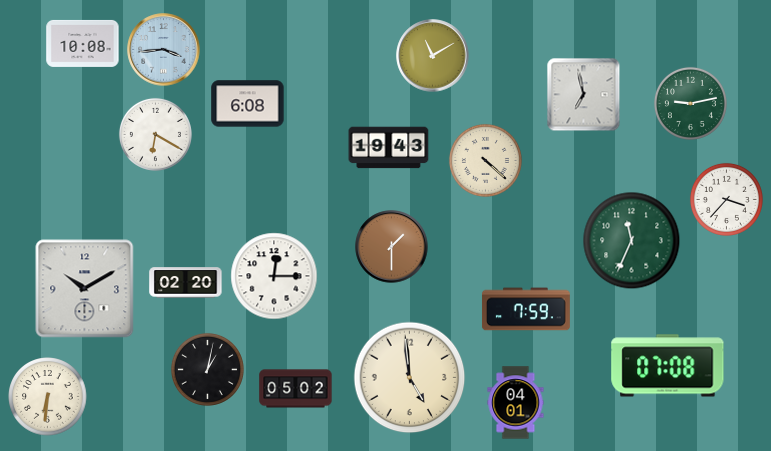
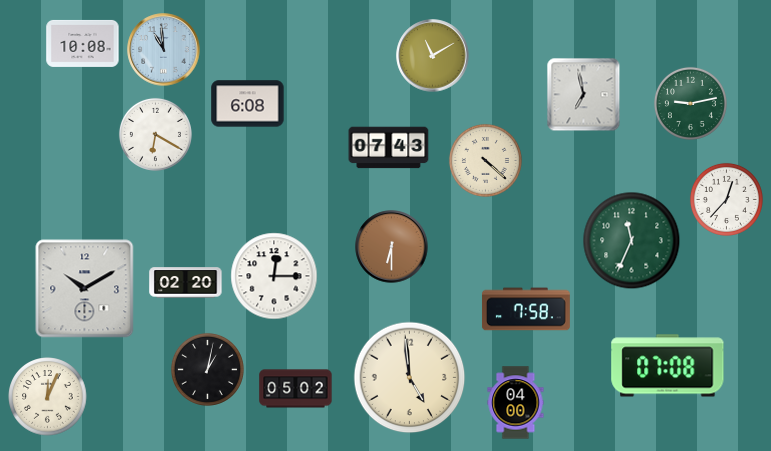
clock at (164, 50): 3:44 -> 10:59
clock at (389, 148): 19:43 -> 07:43
clock at (726, 199): 3:37 -> 12:37
clock at (392, 247): 1:30 -> 6:30
clock at (526, 309): 7:59 -> 7:58
clock at (48, 397): 6:31 -> 12:04
clock at (516, 403): 04:01 -> 04:00
